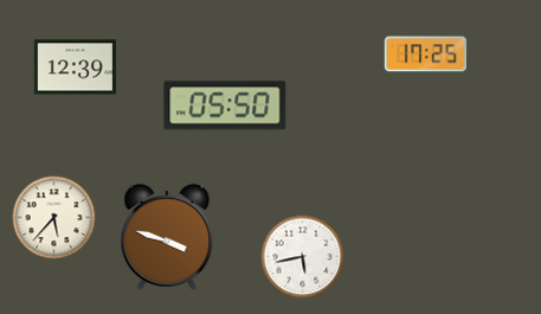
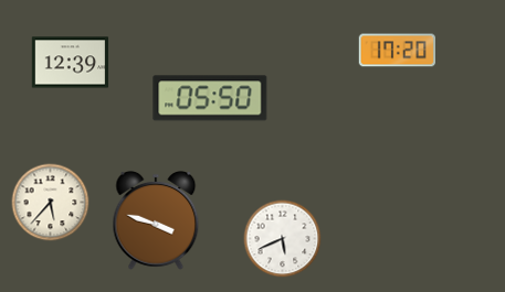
clock at (425, 55): 17:25 -> 17:20
clock at (303, 257): 5:43 -> 5:41
